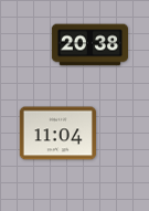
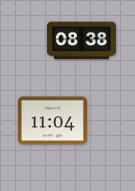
clock at (89, 45): 20:38 -> 08:38
